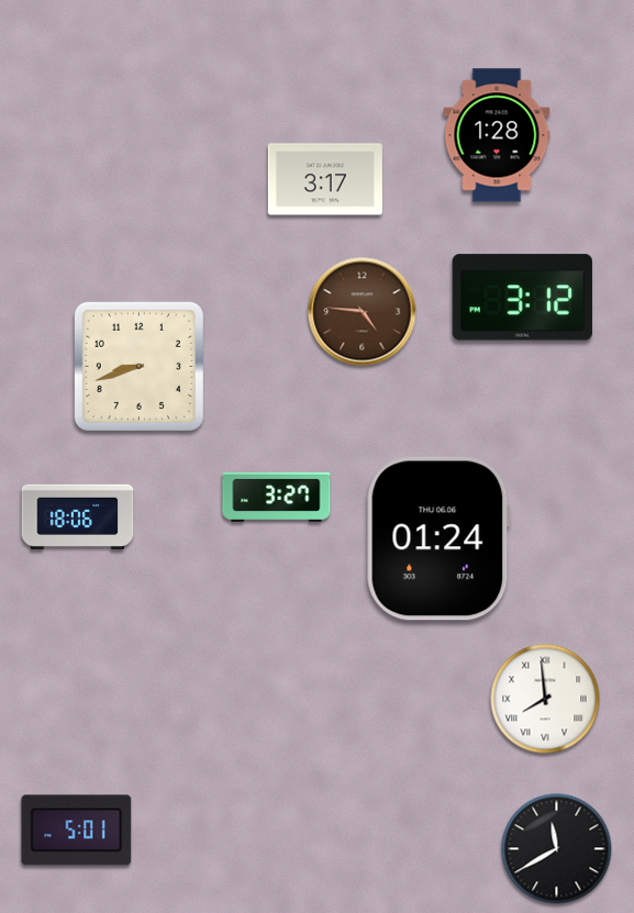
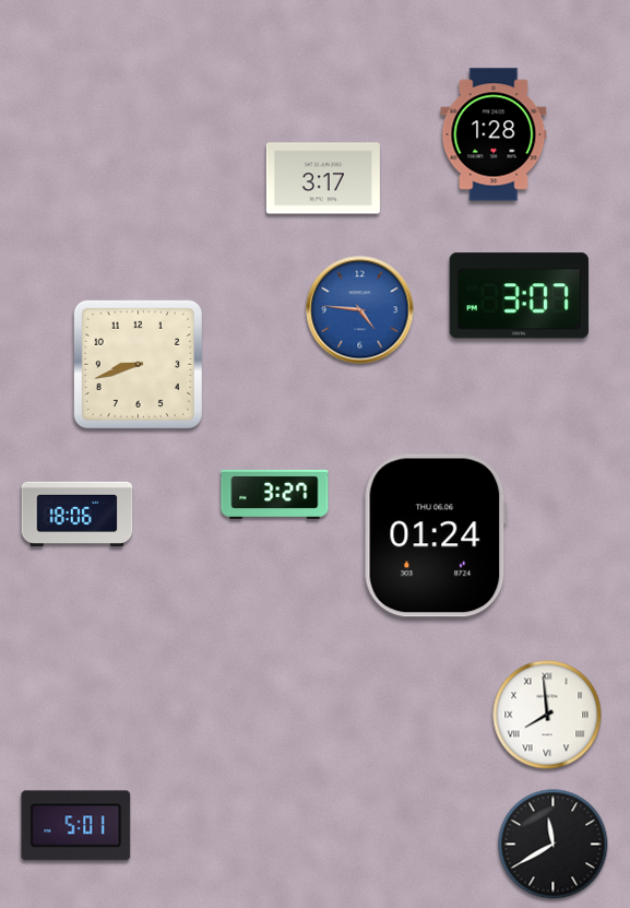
clock at (522, 298): 3:12 -> 3:07
clock at (363, 312) dial: brown -> blue
clock at (545, 699) position: (545, 699) -> (547, 715)
